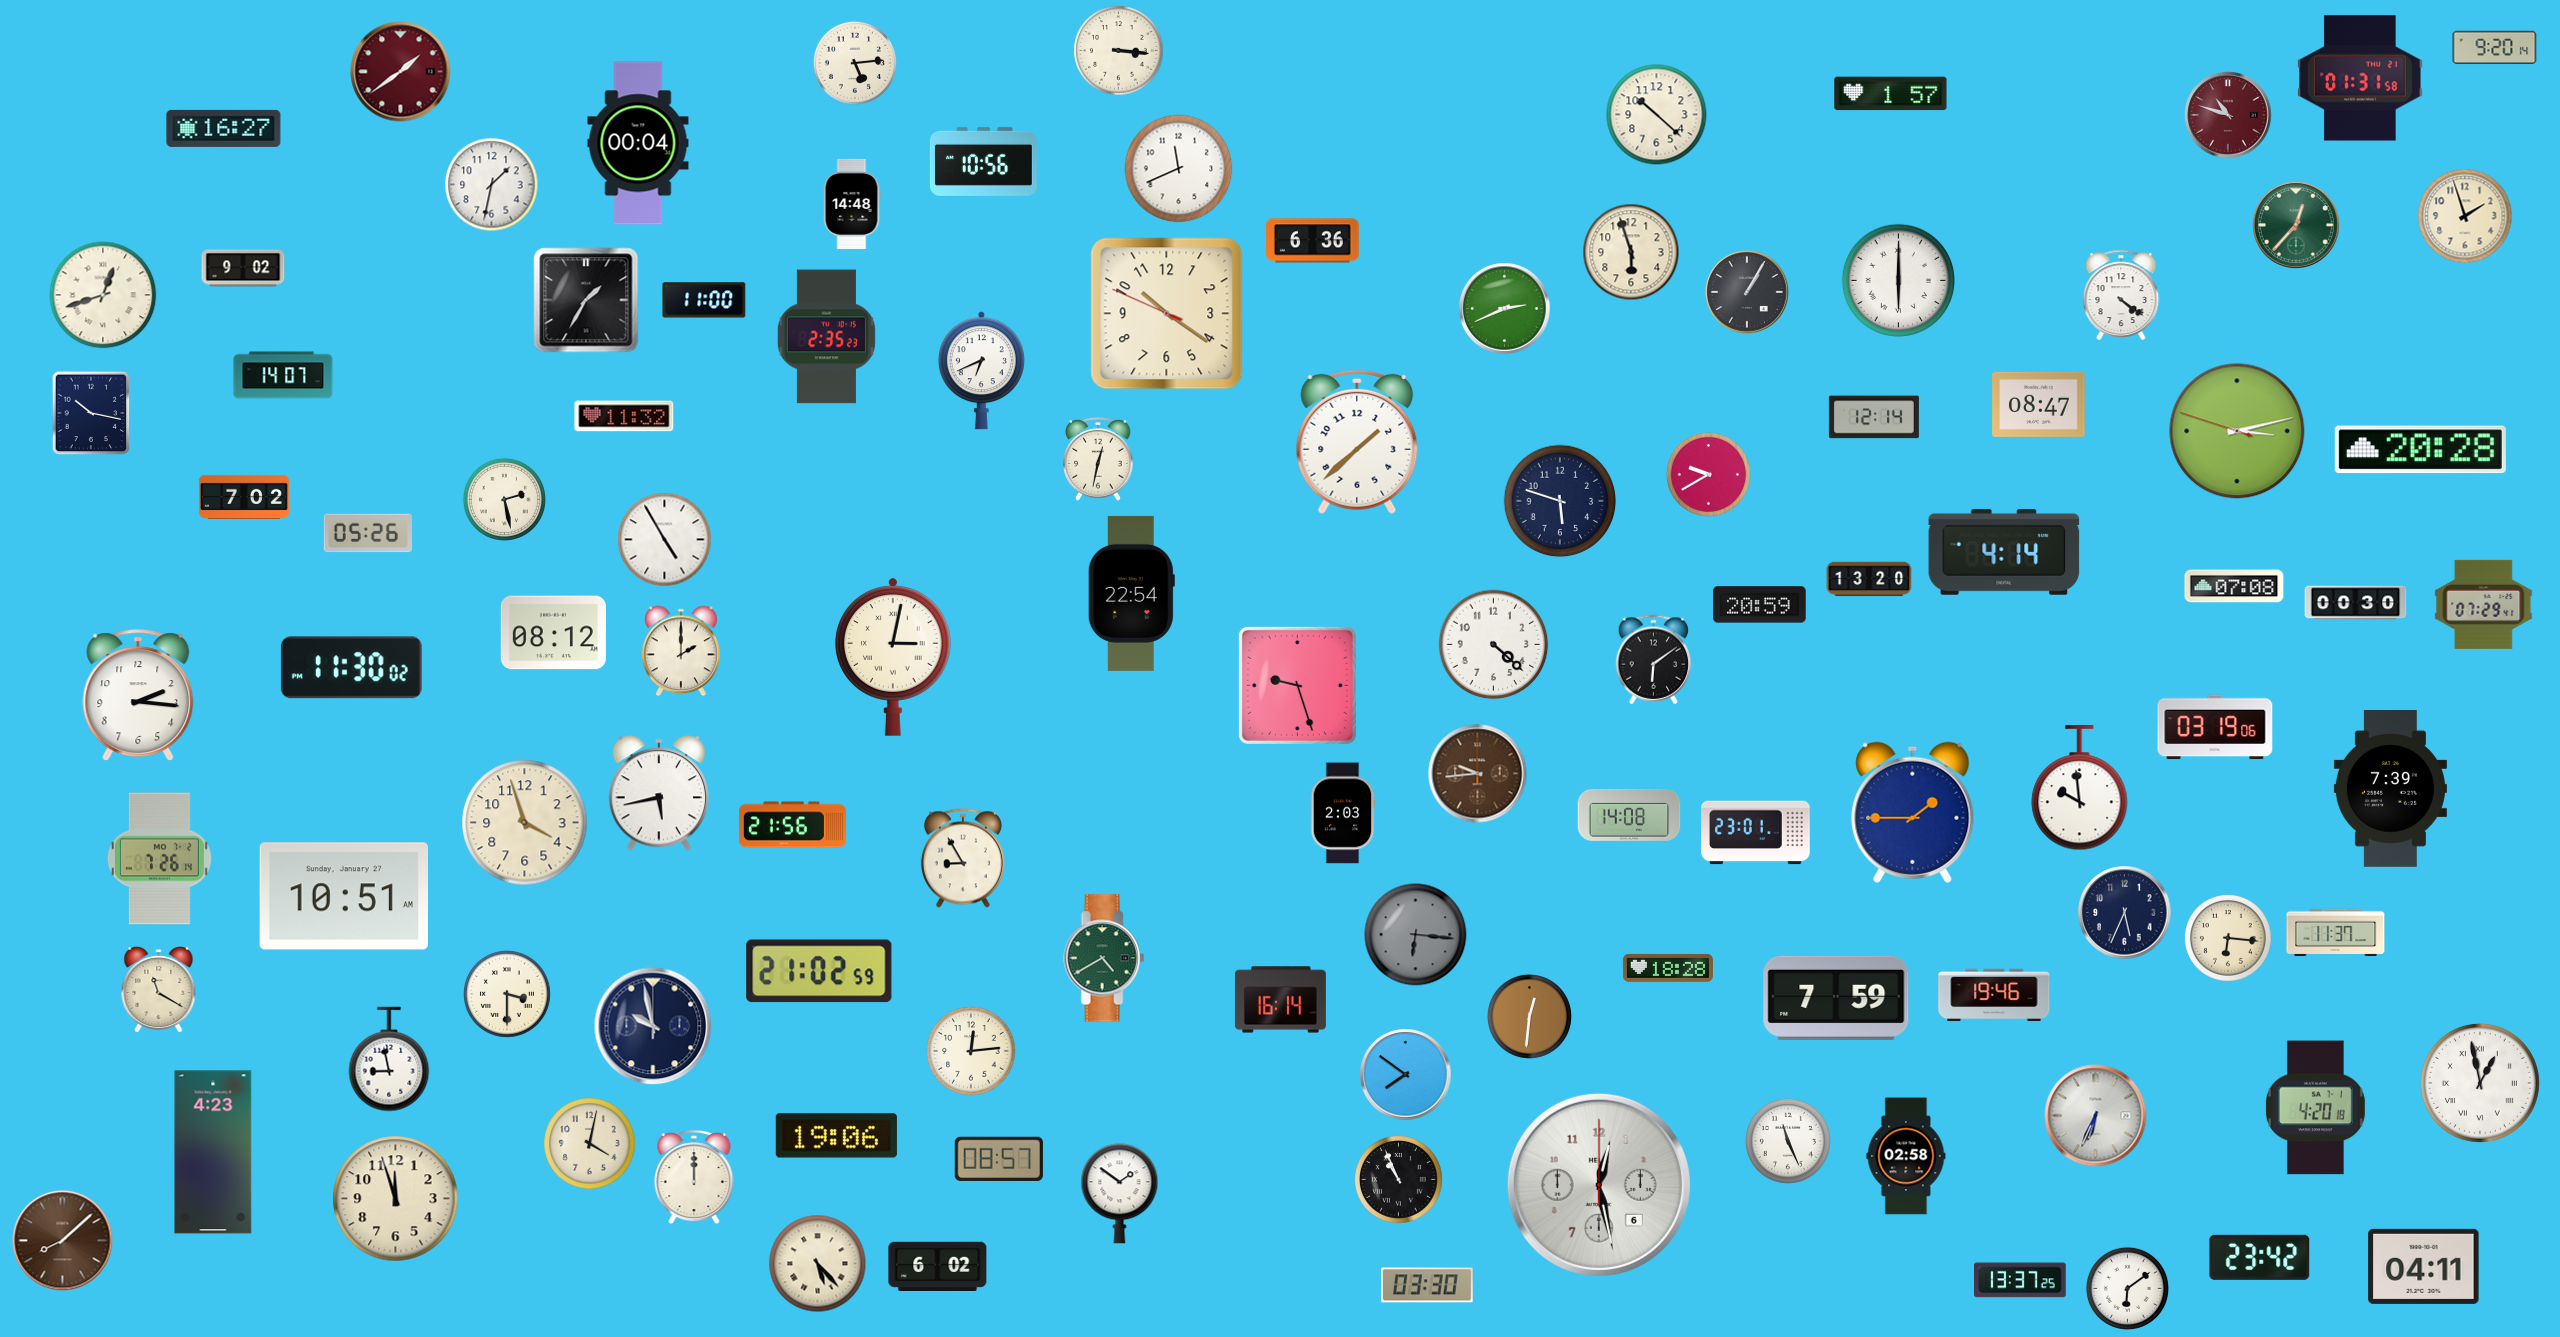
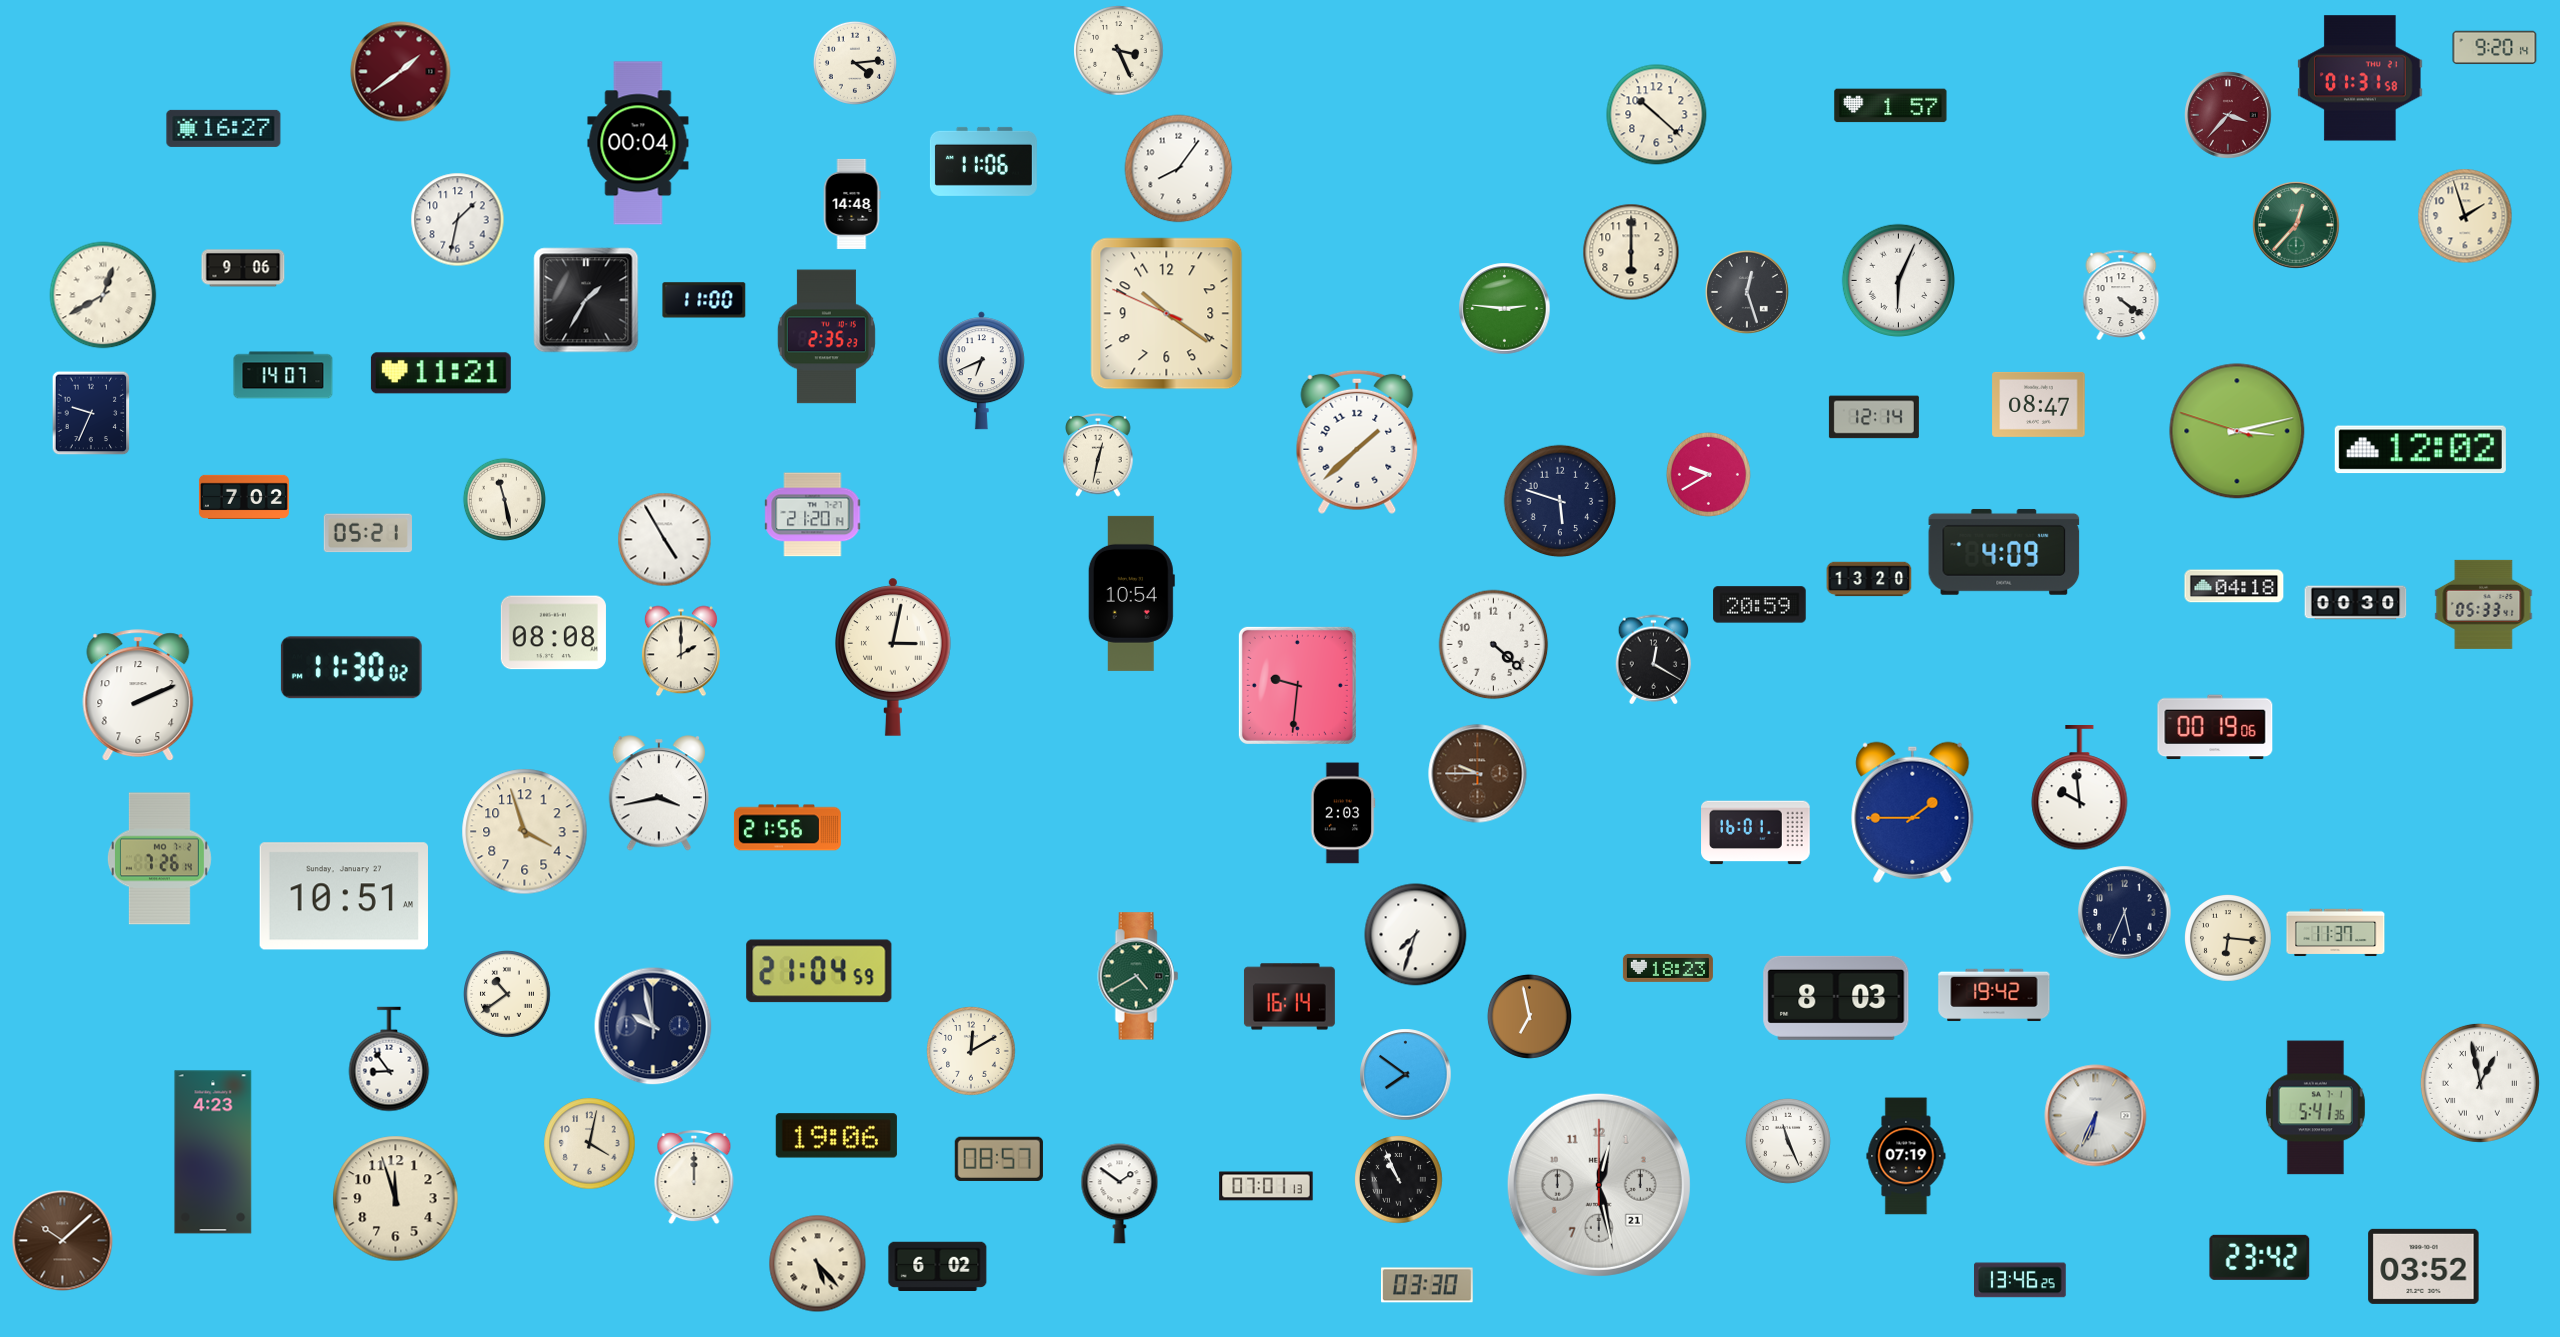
clock at (1119, 51): 3:16 -> 3:26
clock at (855, 63): 5:14 -> 4:14
clock at (1891, 94) position: (1891, 94) -> (1891, 106)
clock at (2228, 115): 10:48 -> 3:37
clock at (983, 161): 10:56 -> 11:06
clock at (1179, 169): 11:41 -> 8:06
clock at (492, 185) position: (492, 185) -> (458, 220)
clock at (1313, 241): 6:36 -> none
clock at (1631, 252): 5:57 -> 6:00
clock at (243, 268): 9:02 -> 9:06
clock at (1898, 280): 6:00 -> 6:04
clock at (1747, 292): 1:05 -> 12:27
clock at (103, 295): 12:42 -> 12:40
clock at (1505, 309): 2:41 -> 2:46
clock at (441, 373): none -> 11:21
clock at (91, 413): 10:17 -> 9:34
clock at (624, 416): 11:32 -> none
clock at (2420, 450): 20:28 -> 12:02
clock at (1098, 459) position: (1098, 459) -> (1098, 455)
clock at (504, 499): 2:28 -> 11:28
clock at (813, 515): none -> 21:20
clock at (368, 533): 05:26 -> 05:21
clock at (2004, 552): 4:14 -> 4:09
clock at (2234, 586): 07:08 -> 04:18
clock at (1131, 593): 22:54 -> 10:54
clock at (2484, 604): 07:29 -> 05:33
clock at (553, 633): 08:12 -> 08:08
clock at (1654, 660): 6:09 -> 12:20
clock at (1297, 685): 9:27 -> 9:31
clock at (138, 695): 2:16 -> 2:11
clock at (2215, 727): 03:19 -> 00:19
clock at (1478, 774): 9:44 -> 9:45
clock at (2390, 789): 7:39 -> none
clock at (659, 793): 5:43 -> 3:43
clock at (1629, 815): 14:08 -> none
clock at (525, 823) position: (525, 823) -> (525, 832)
clock at (792, 825) position: (792, 825) -> (787, 828)
clock at (1756, 833): 23:01 -> 16:01
clock at (963, 858): 8:55 -> none
clock at (1416, 935): 6:16 -> 7:33
clock at (1416, 935) dial: grey -> white
clock at (1104, 958) position: (1104, 958) -> (1138, 976)
clock at (1668, 968): 18:28 -> 18:23
clock at (819, 971): 21:02 -> 21:04
clock at (159, 990): 11:20 -> none
clock at (508, 995): 3:30 -> 10:39
clock at (1994, 995): 19:46 -> 19:42
clock at (1836, 998): 7:59 -> 8:03
clock at (1280, 1000) position: (1280, 1000) -> (1289, 997)
clock at (1529, 1016): 12:31 -> 6:58
clock at (971, 1051): 12:14 -> 12:10
clock at (389, 1059): 8:58 -> 8:54
clock at (2315, 1108): 4:20 -> 5:41
clock at (1906, 1156): 02:58 -> 07:19
clock at (1599, 1185) date: 6 -> 21
clock at (1266, 1186): none -> 07:01
clock at (63, 1241): 8:08 -> 10:08
clock at (2424, 1266): 04:11 -> 03:52
clock at (2021, 1280): 13:37 -> 13:46
clock at (2127, 1288): 6:09 -> none
